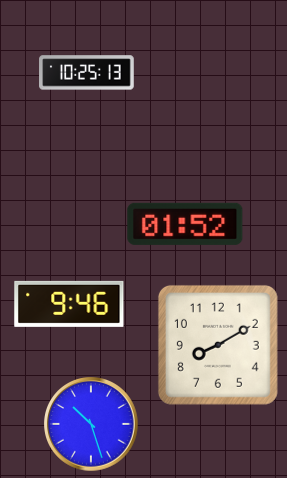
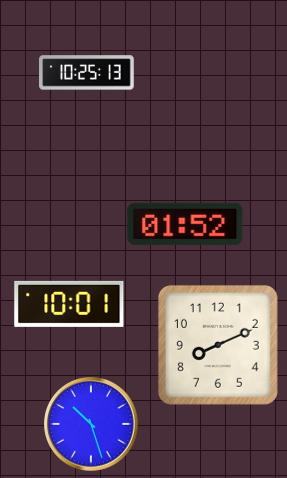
clock at (69, 304): 9:46 -> 10:01
clock at (218, 345): 8:10 -> 8:11
